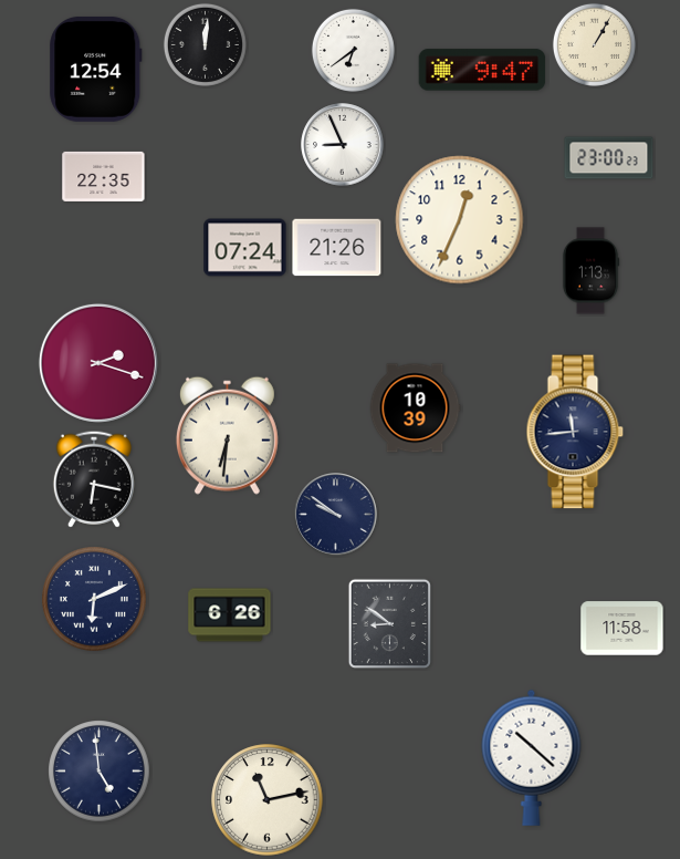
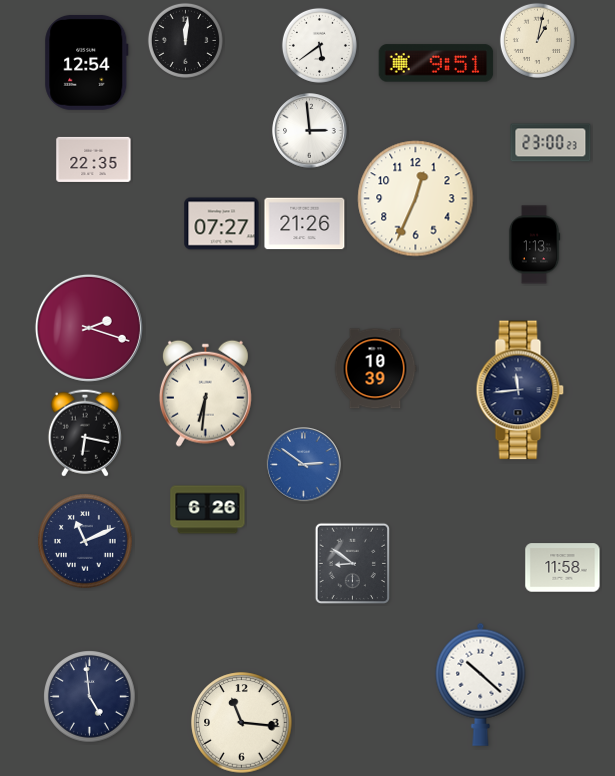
clock at (594, 44): 1:05 -> 1:02
clock at (353, 50): 6:39 -> 5:39
clock at (482, 70): 9:47 -> 9:51
clock at (343, 145): 8:56 -> 2:59
clock at (245, 248): 07:24 -> 07:27
clock at (336, 515): 9:51 -> 2:51
clock at (336, 515) dial: navy -> blue
clock at (94, 599): 6:11 -> 11:11
clock at (230, 615) position: (230, 615) -> (208, 510)
clock at (268, 800): 11:13 -> 11:16
